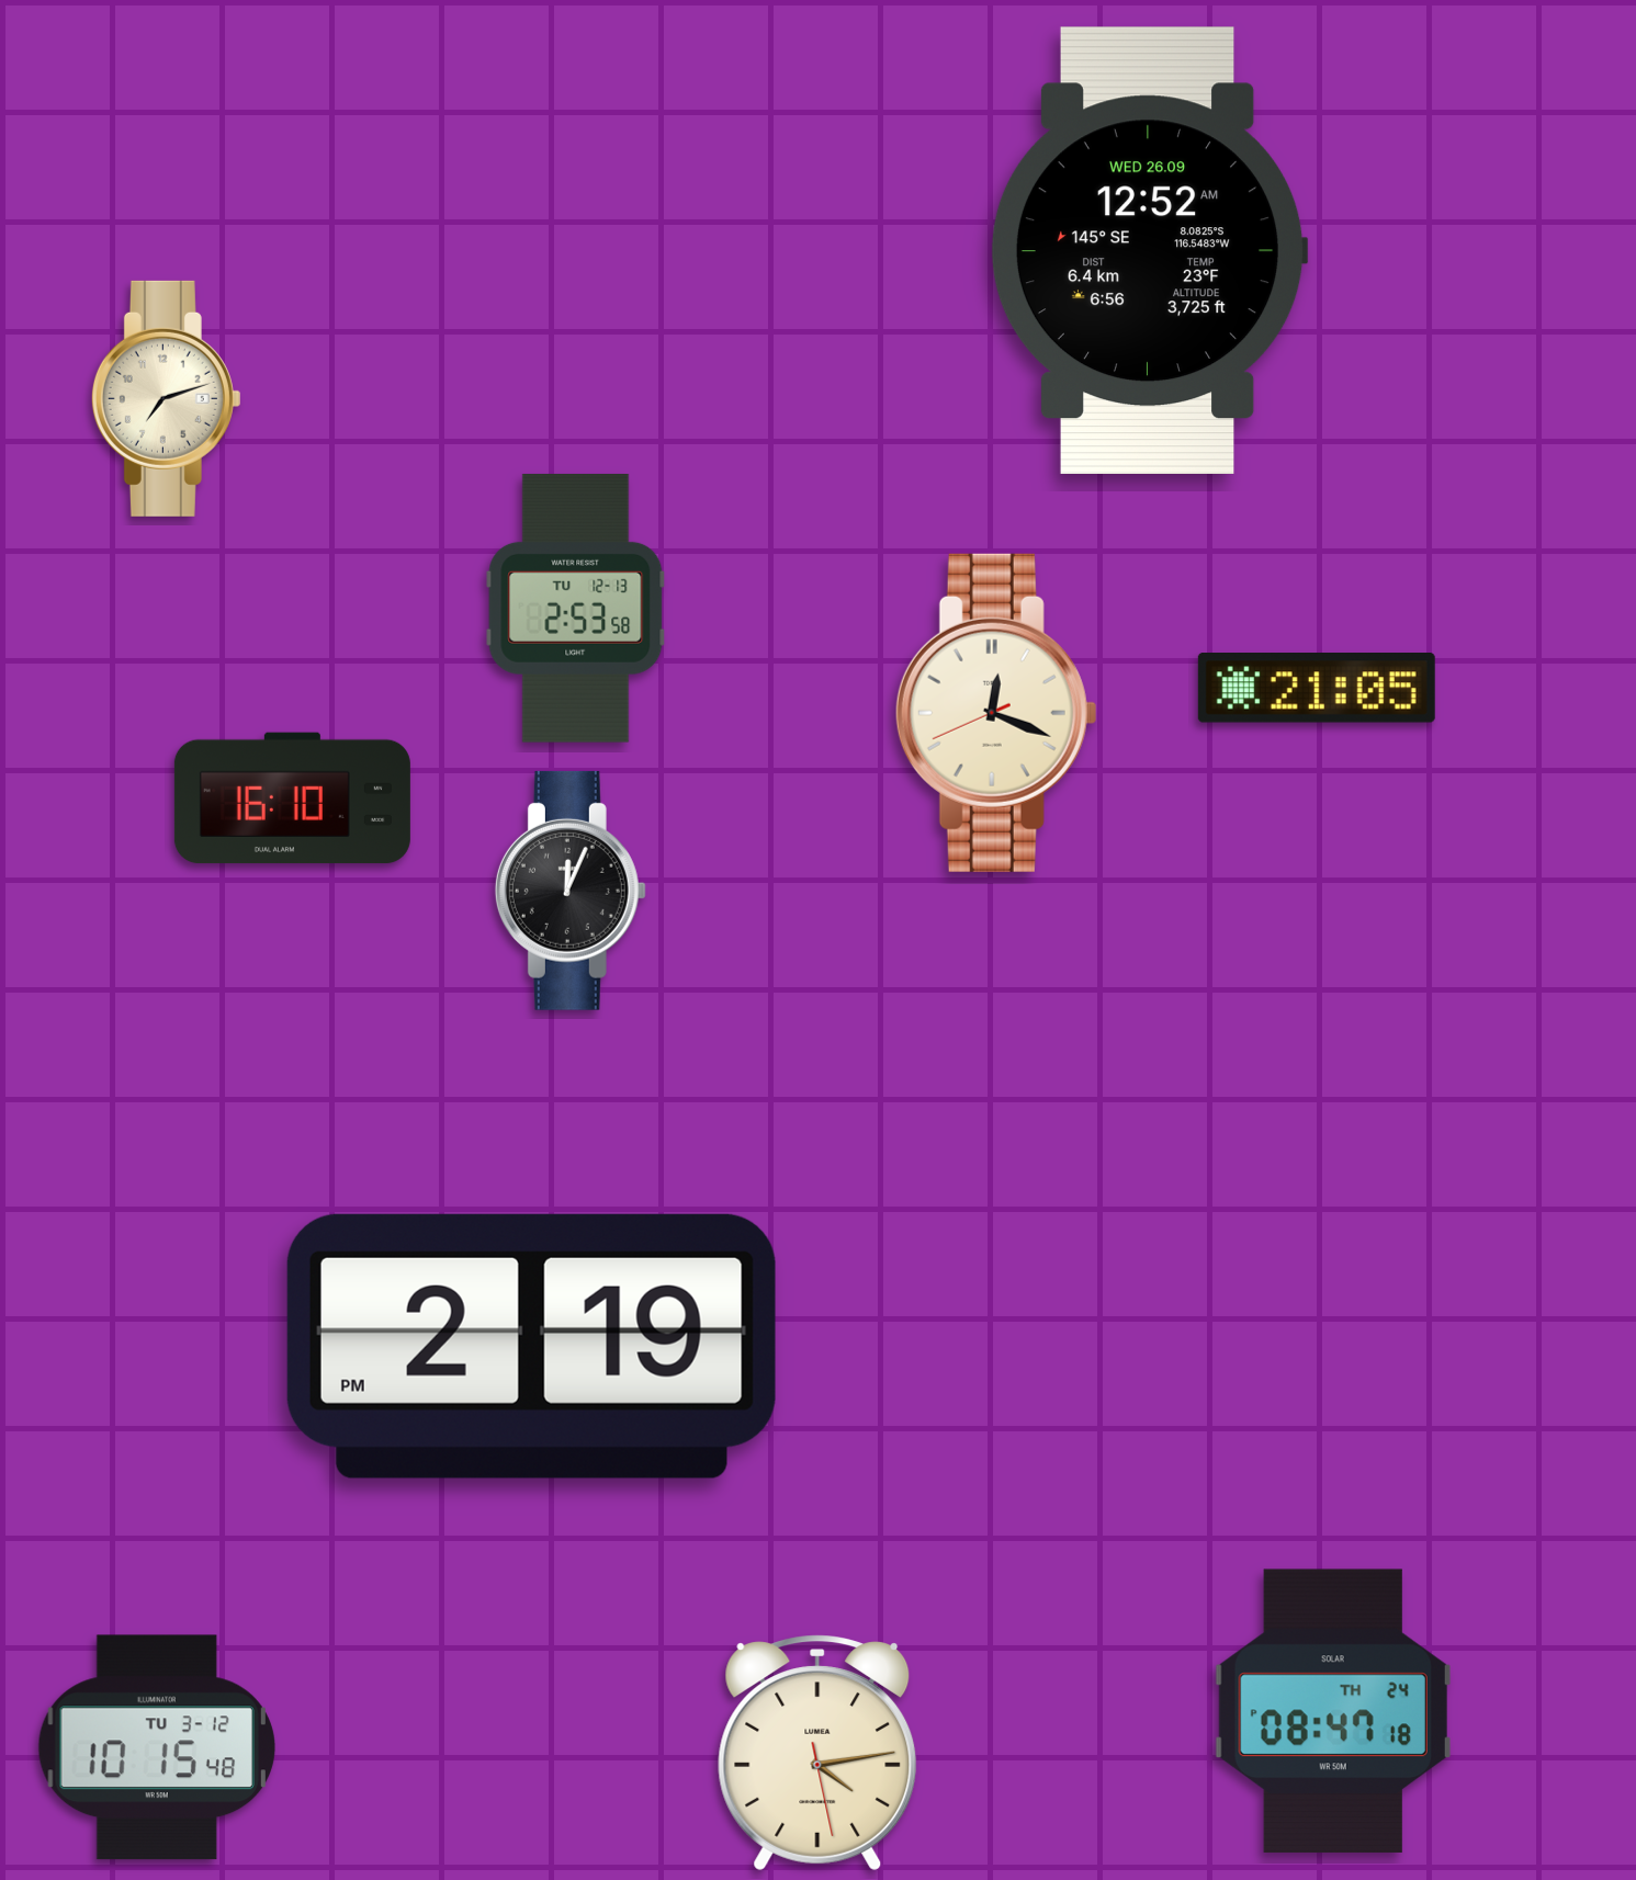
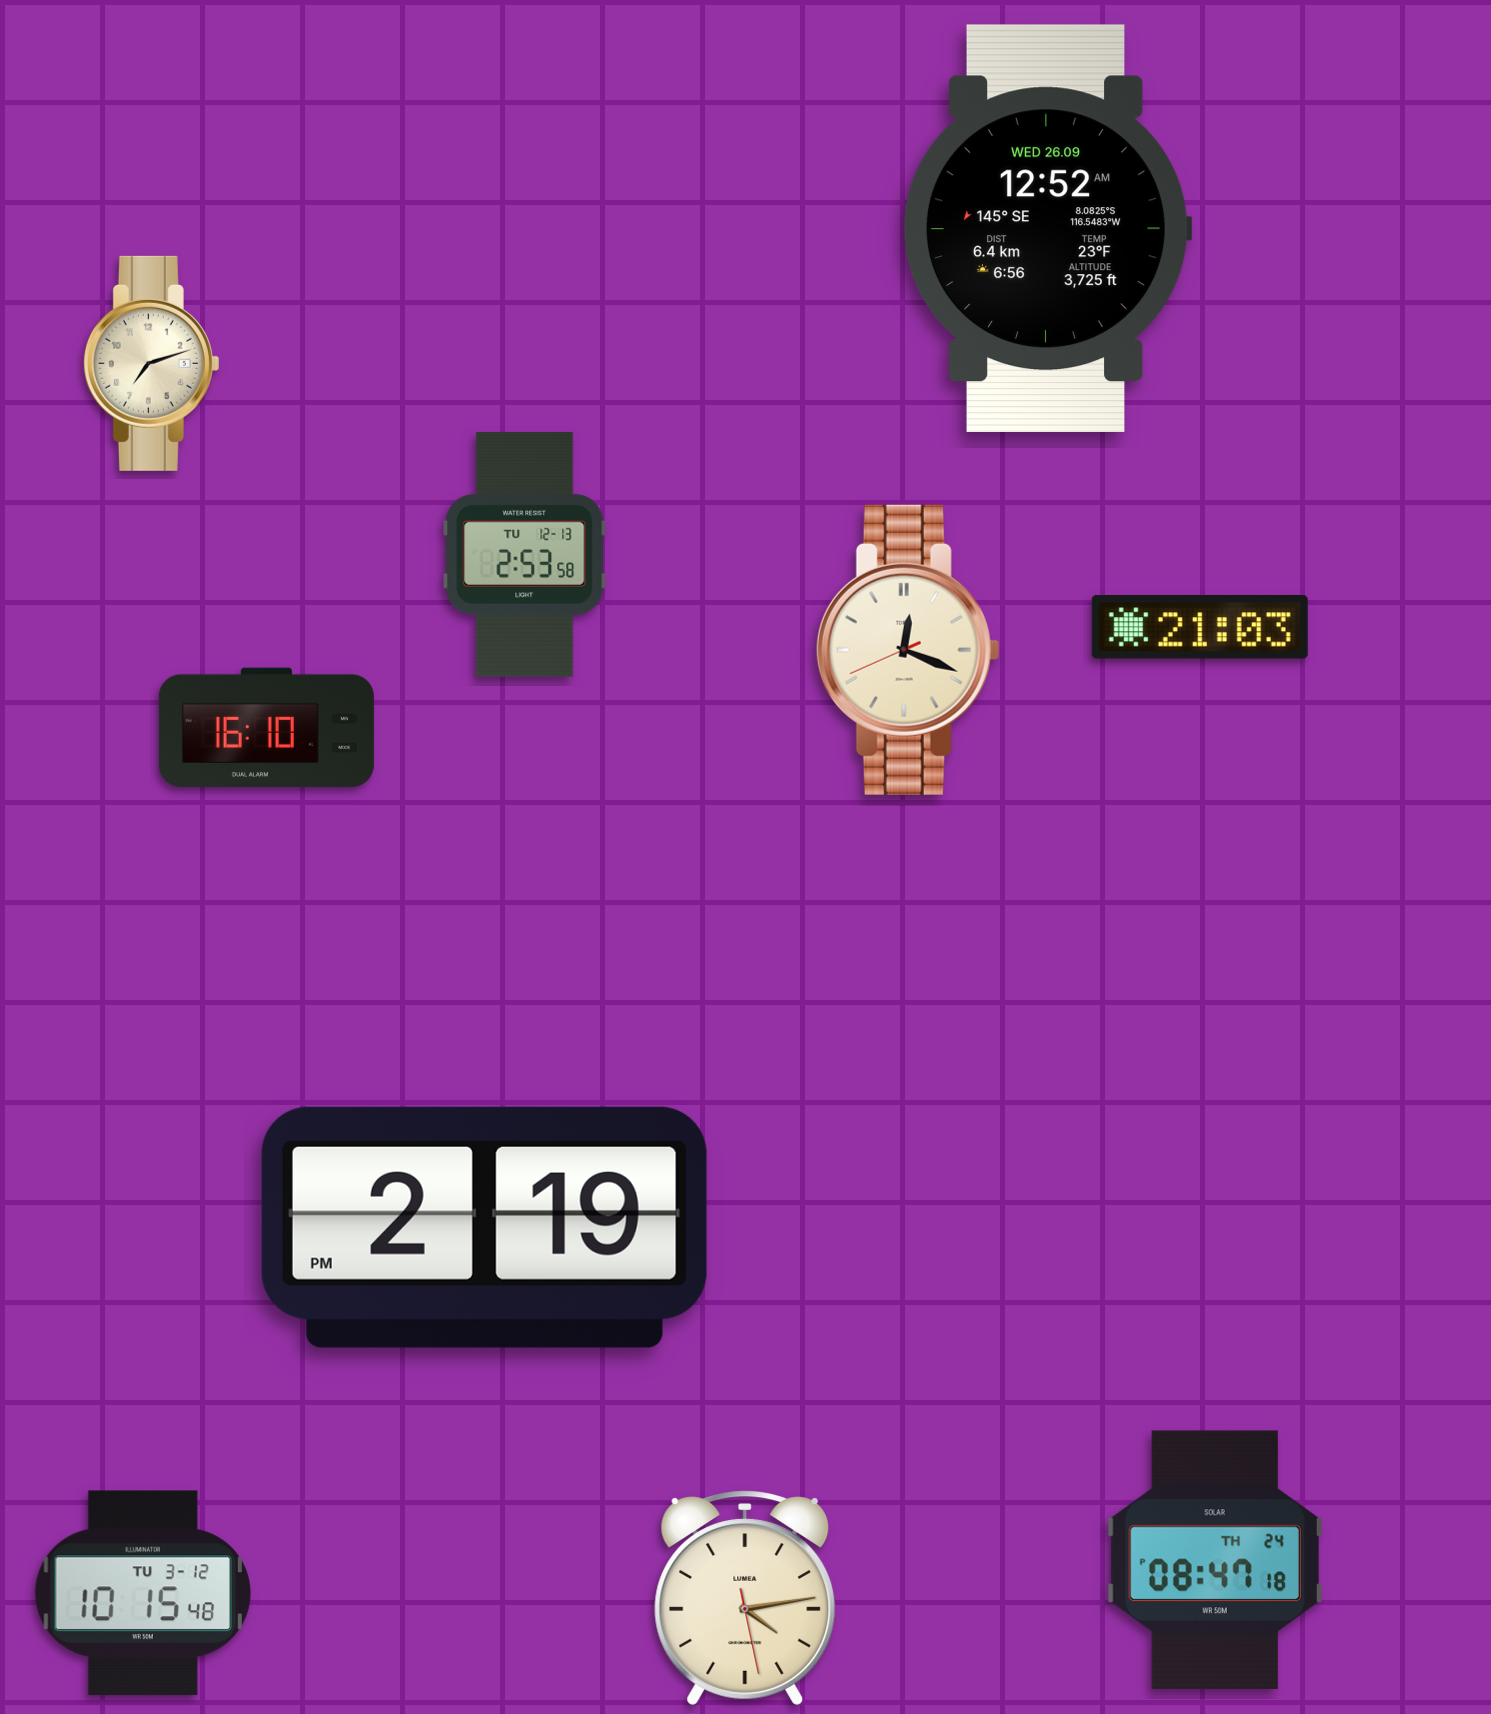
clock at (1317, 689): 21:05 -> 21:03
clock at (571, 891): 12:04 -> none
